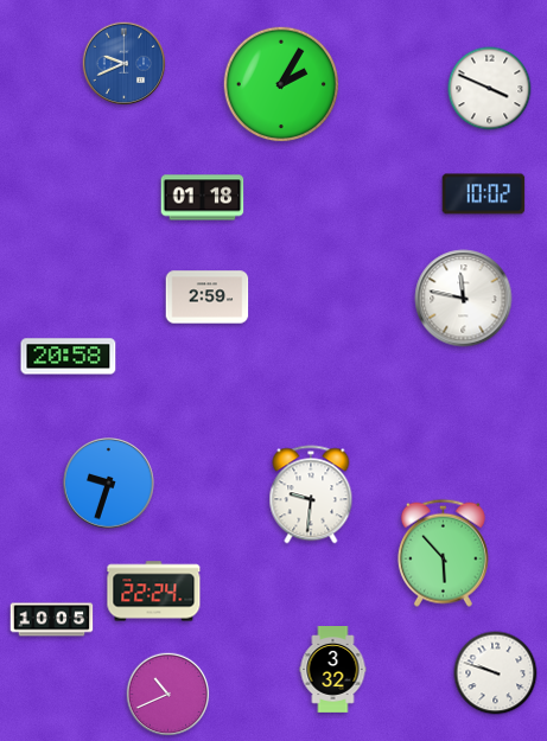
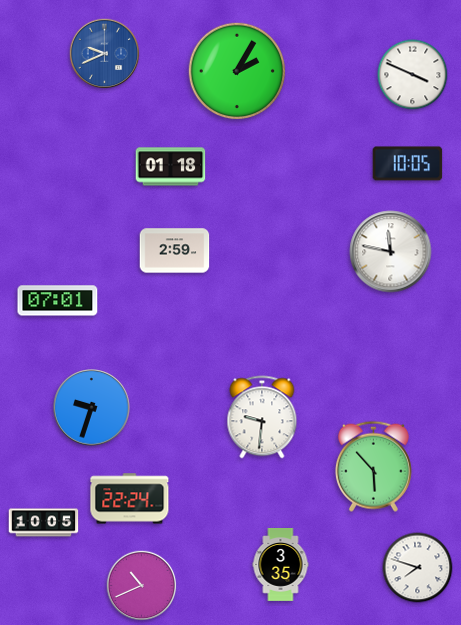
clock at (484, 194): 10:02 -> 10:05
clock at (69, 357): 20:58 -> 07:01
clock at (333, 670): 3:32 -> 3:35
clock at (496, 673): 9:48 -> 7:48
